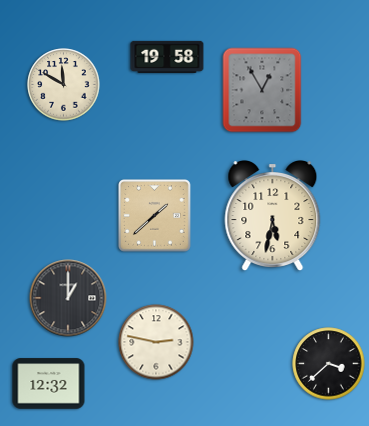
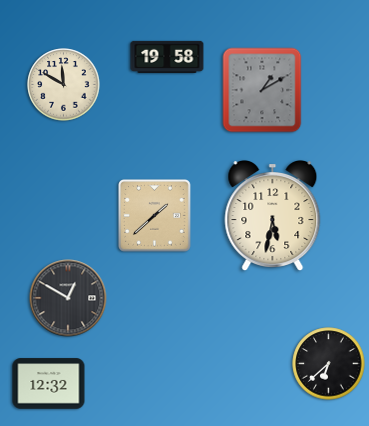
clock at (262, 90): 12:55 -> 1:10
clock at (68, 298): 1:00 -> 12:50
clock at (156, 342): 2:47 -> none
clock at (329, 364): 3:38 -> 6:38
